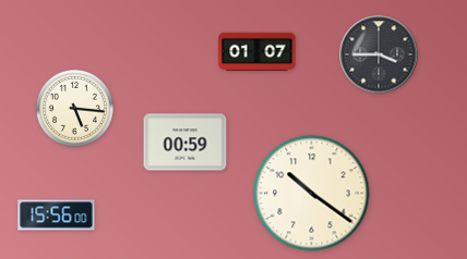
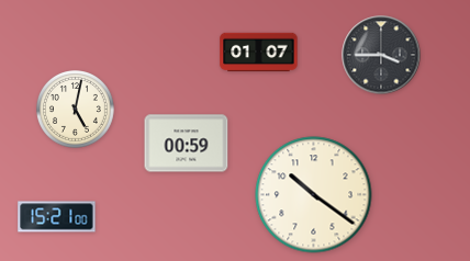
clock at (75, 109): 5:16 -> 5:02
clock at (57, 215): 15:56 -> 15:21
